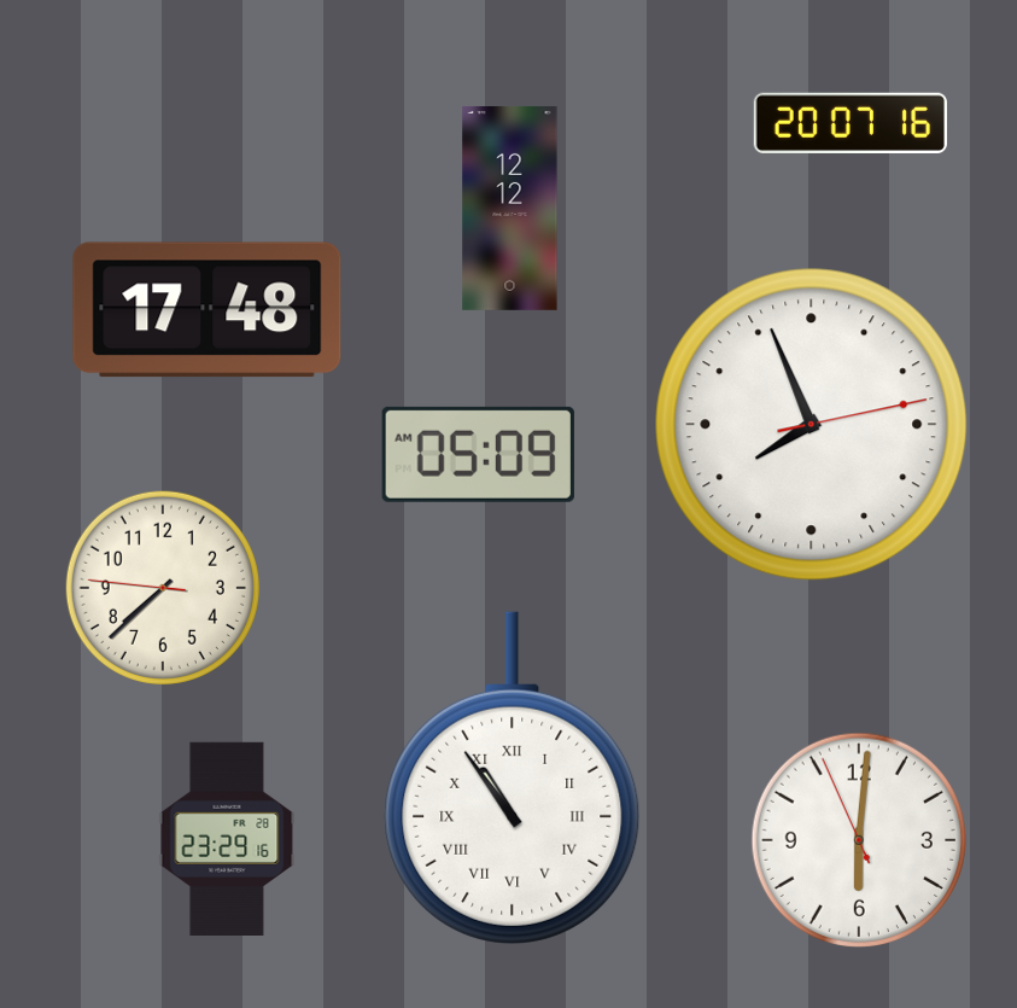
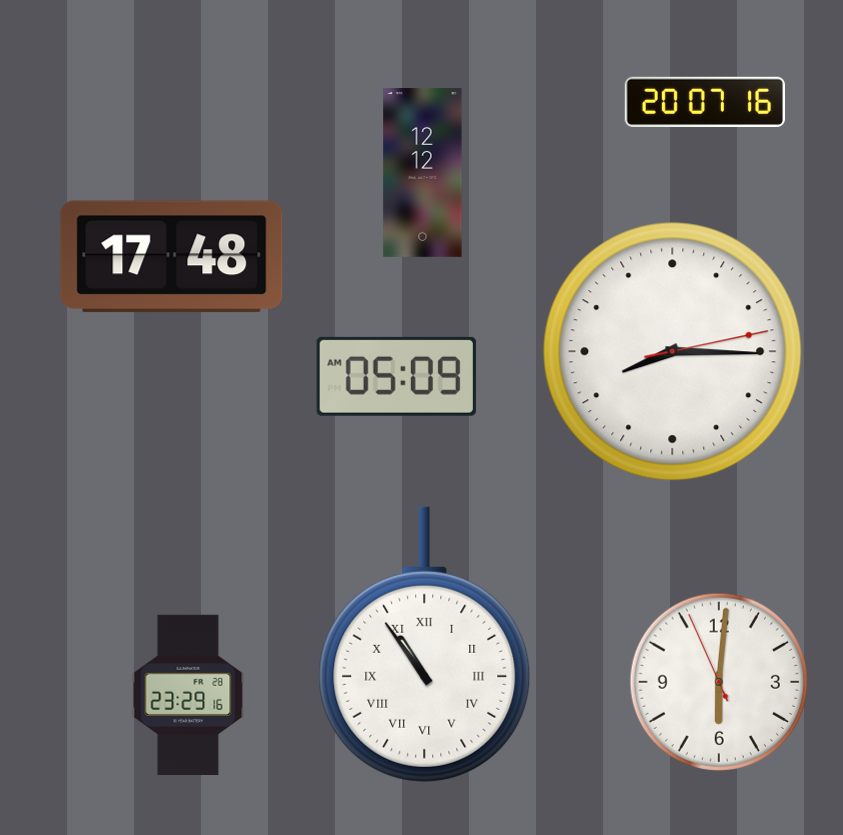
clock at (812, 425): 7:56 -> 8:15
clock at (163, 588): 7:37 -> none
clock at (858, 839) position: (858, 839) -> (718, 681)
